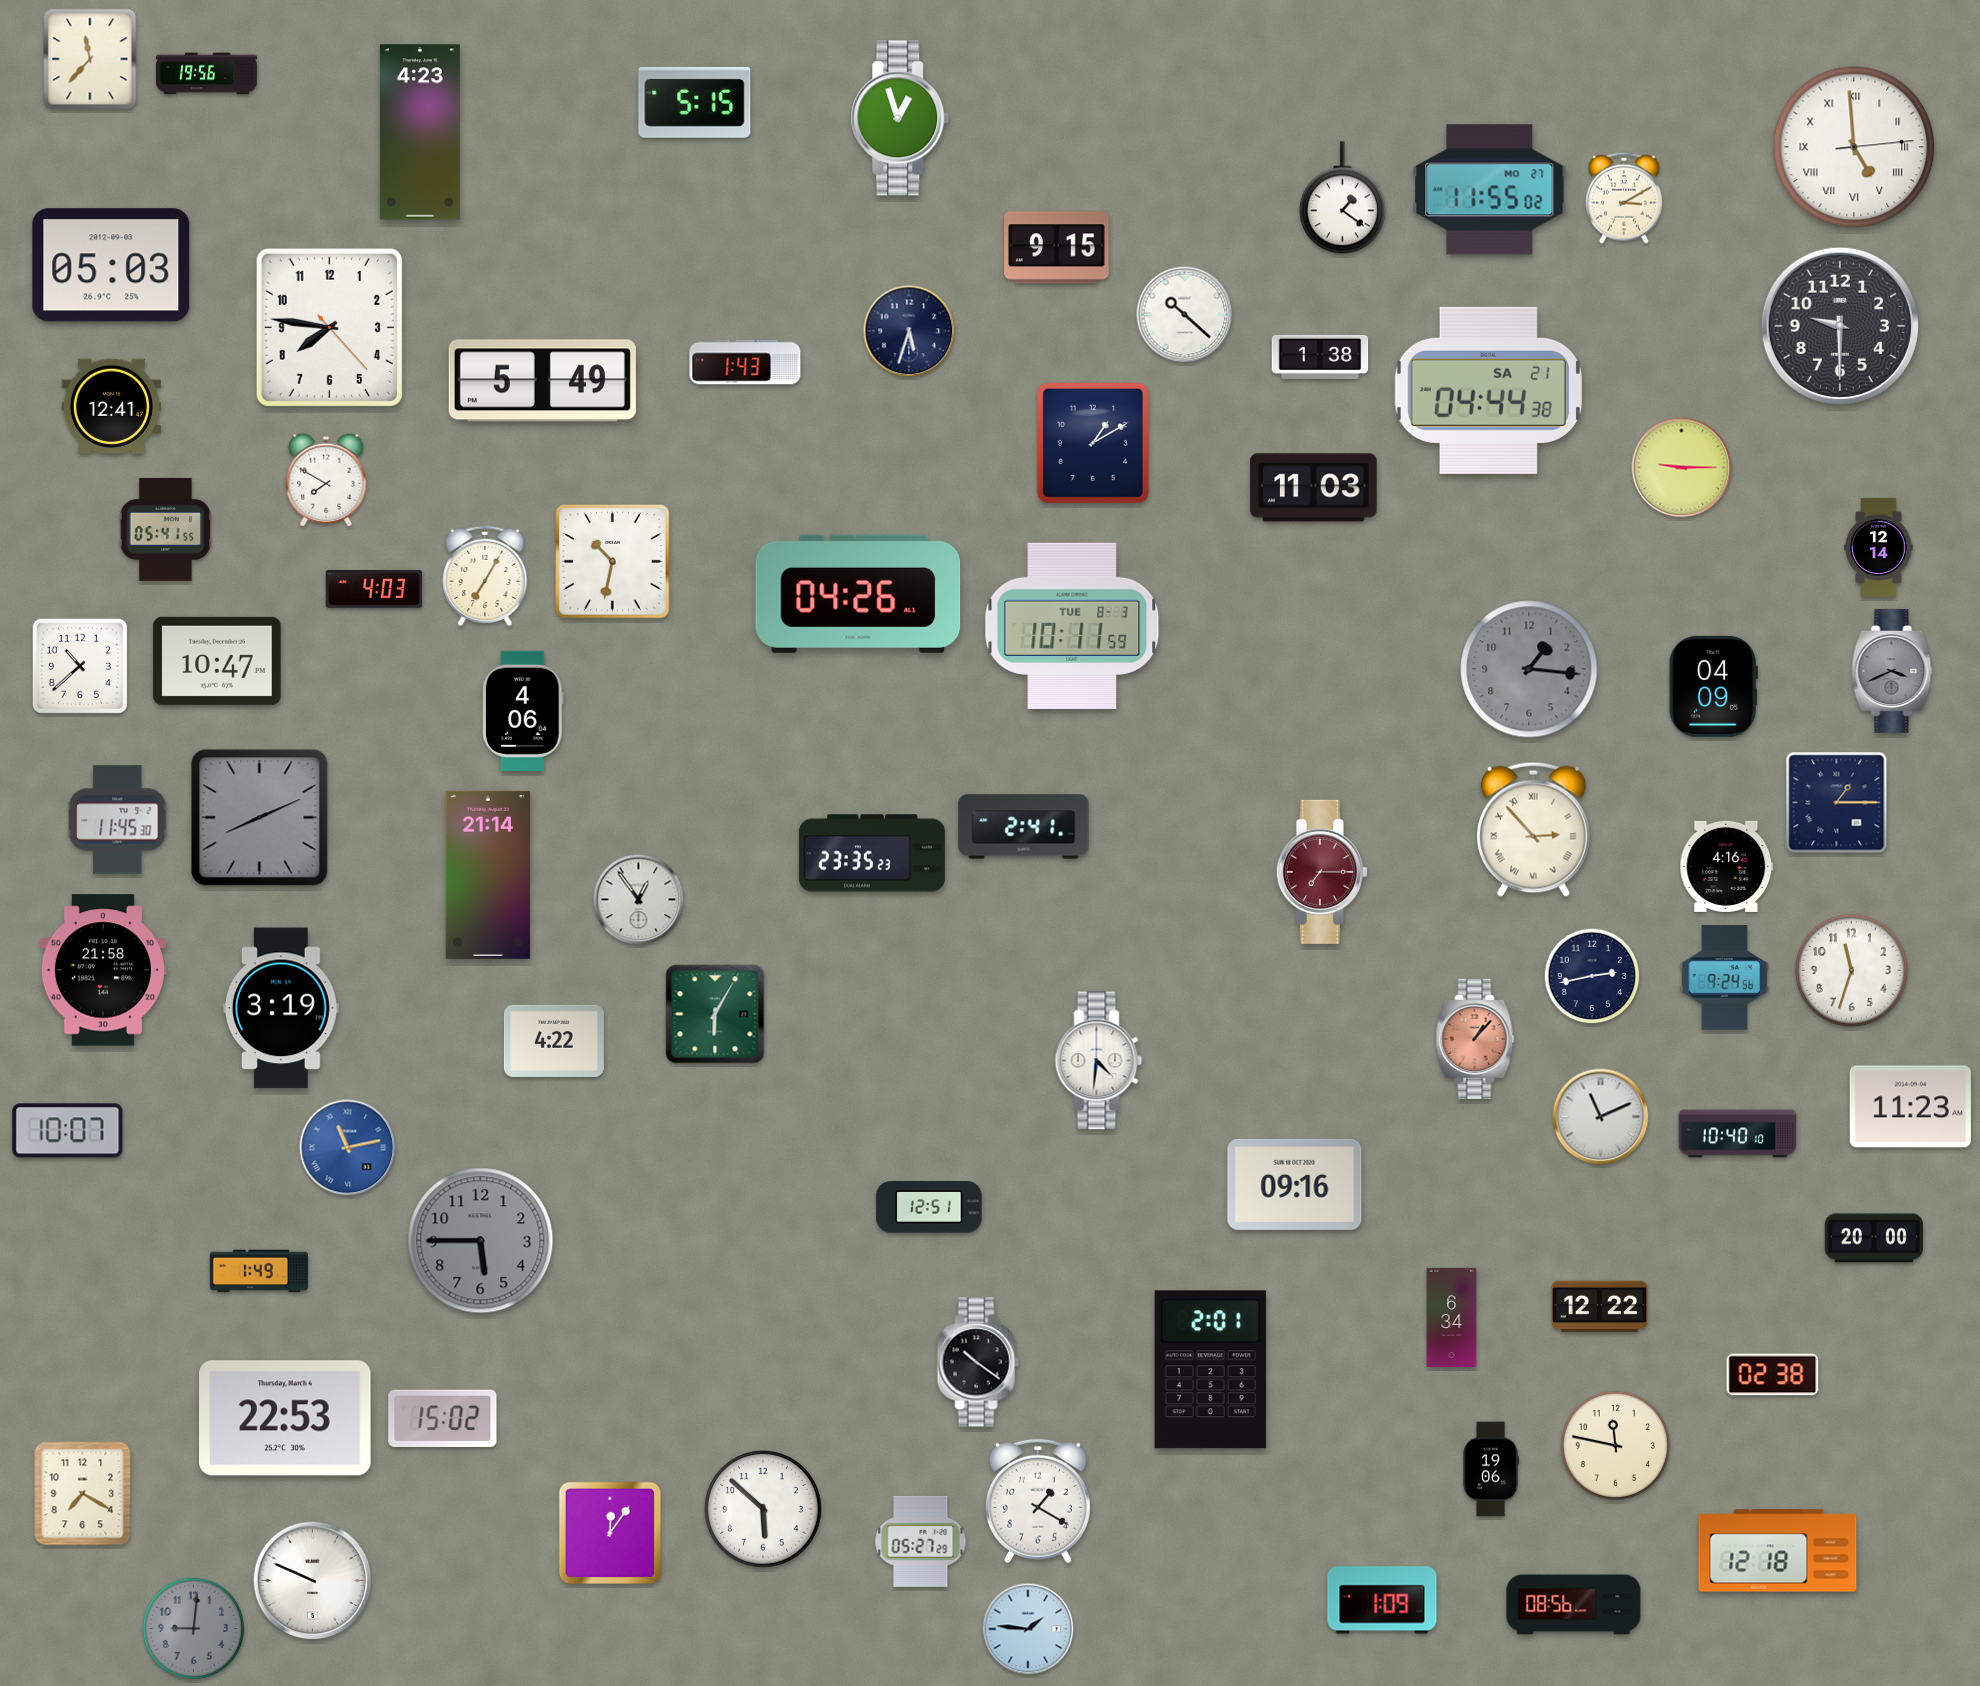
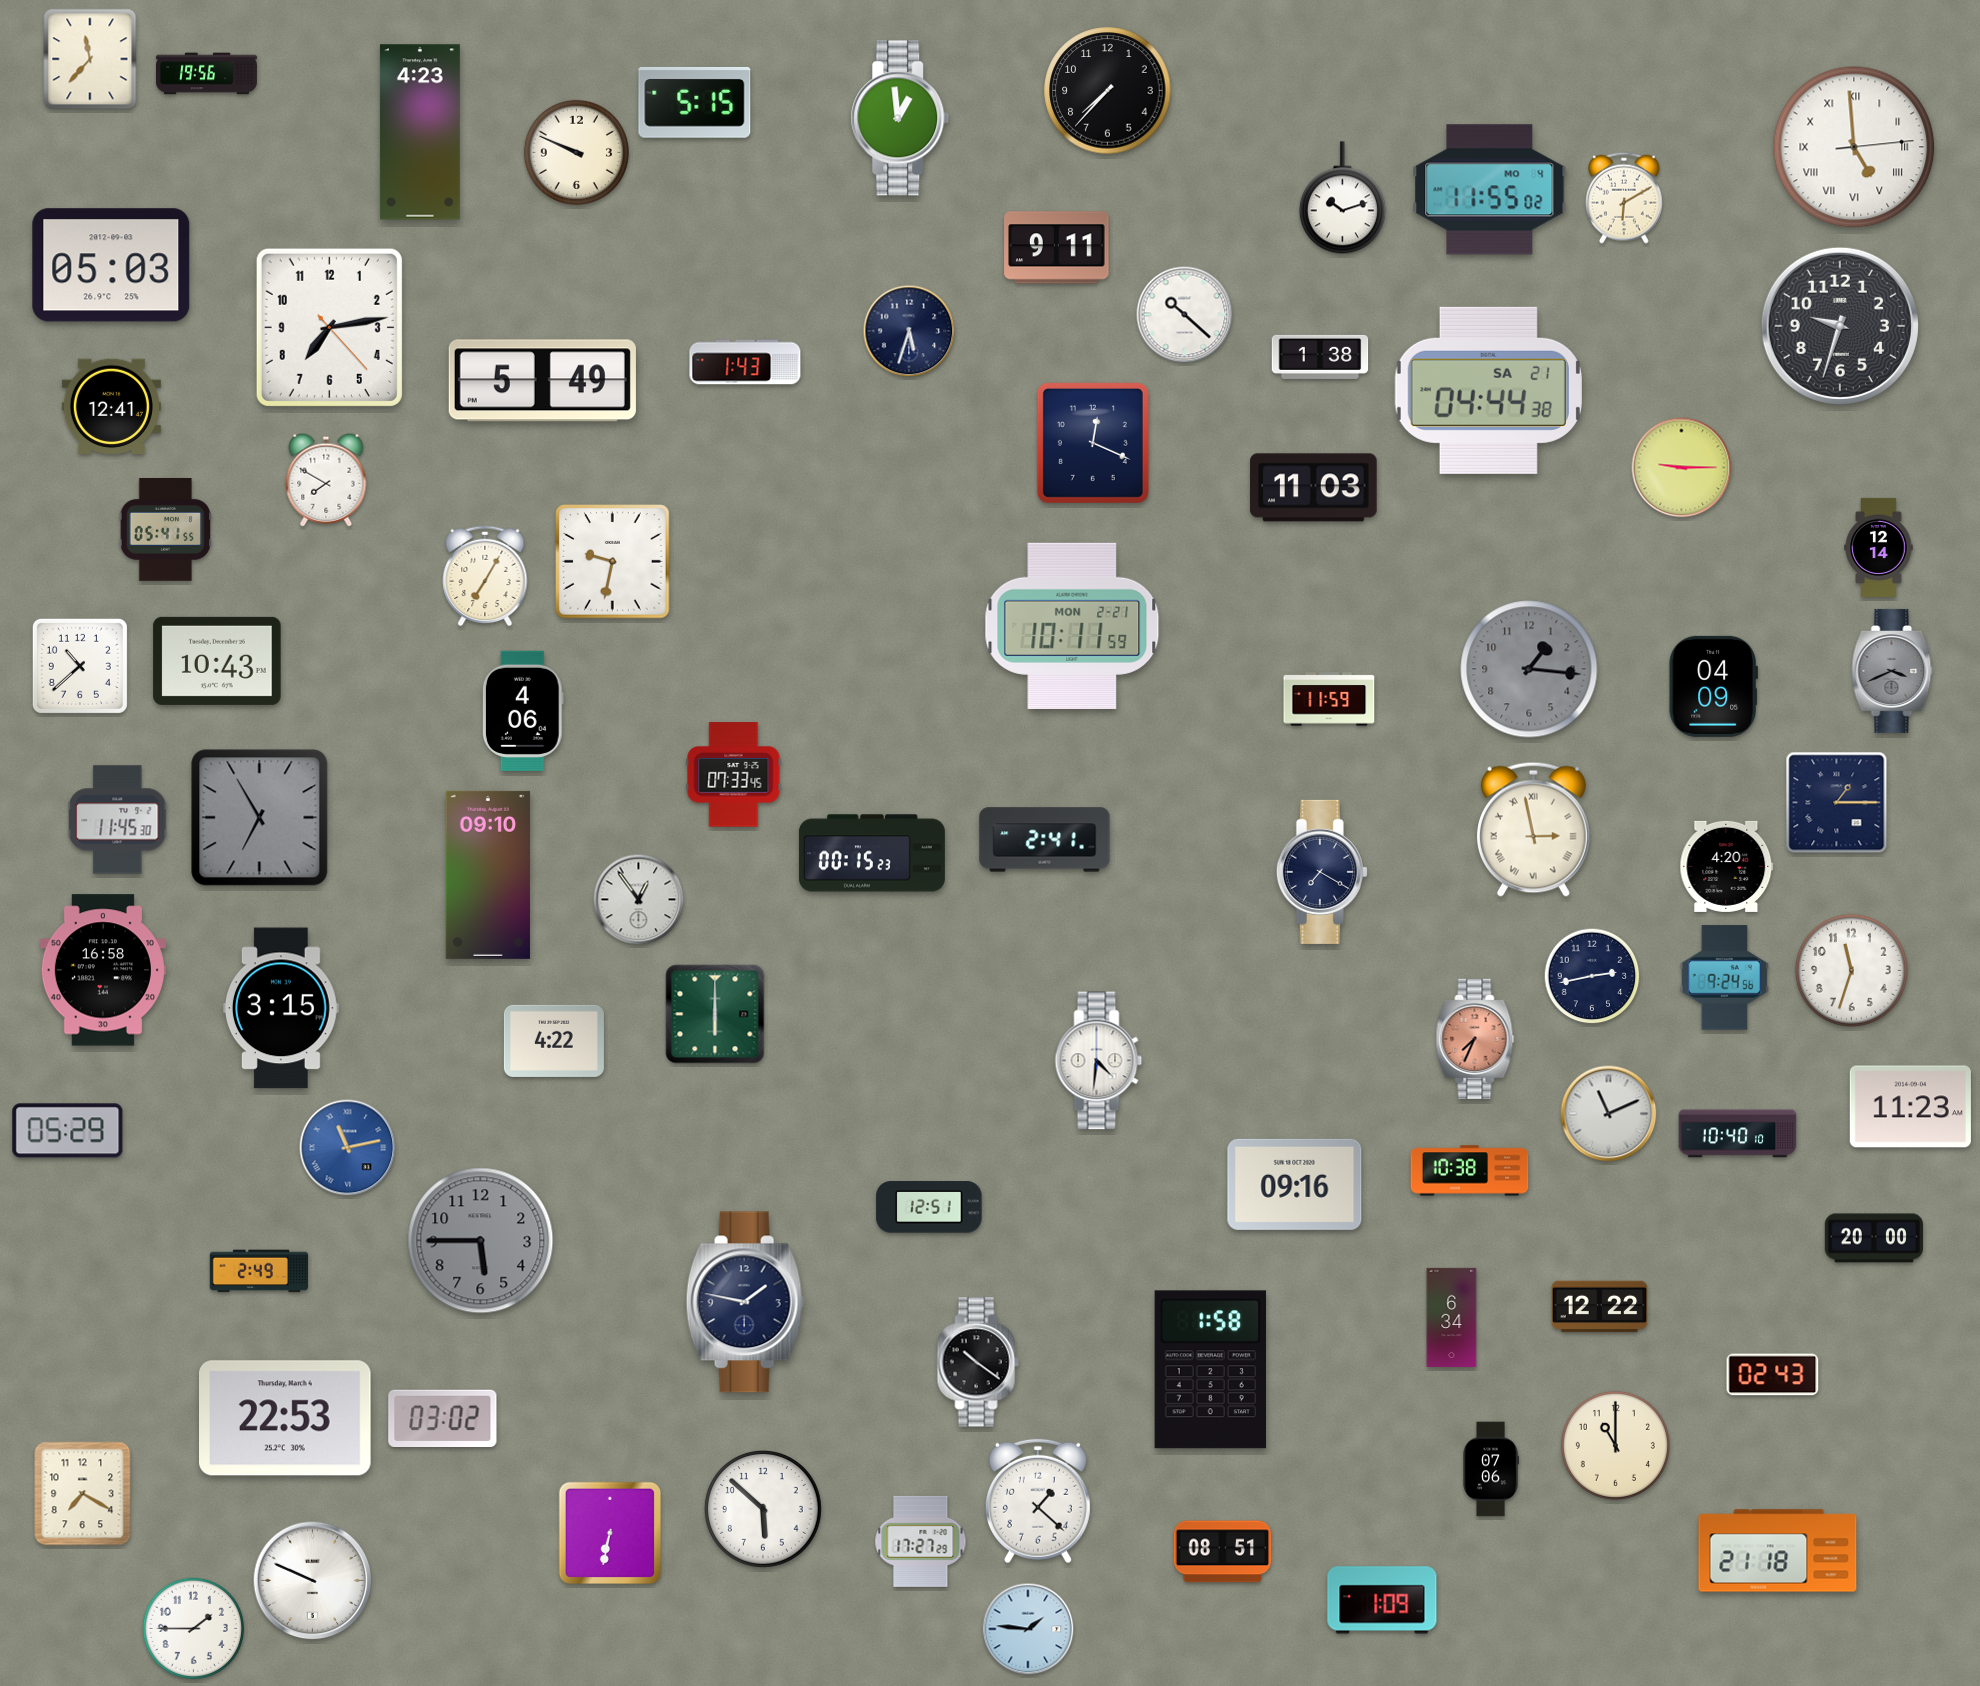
clock at (1108, 91): none -> 7:37
clock at (900, 118): 12:57 -> 12:59
clock at (576, 152): none -> 9:49
clock at (1490, 190) date: MO 27 -> MO 4
clock at (1342, 198): 1:21 -> 10:12
clock at (1625, 198): 3:10 -> 6:10
clock at (1057, 248): 9:15 -> 9:11
clock at (1840, 326): 9:30 -> 9:33
clock at (329, 327): 7:46 -> 7:13
clock at (1093, 443): 1:10 -> 12:19
clock at (613, 562): 10:32 -> 9:32
clock at (374, 589): 4:03 -> none
clock at (858, 594): 04:26 -> none
clock at (1072, 626) date: TUE 8-3 -> MON 2-21
clock at (217, 661): 10:47 -> 10:43
clock at (1329, 699): none -> 11:59
clock at (734, 775): none -> 07:33
clock at (260, 818): 8:11 -> 6:55
clock at (1024, 827) position: (1024, 827) -> (1045, 840)
clock at (1533, 829): 2:53 -> 2:58
clock at (872, 853): 23:35 -> 00:15
clock at (1727, 866): 4:16 -> 4:20
clock at (1322, 872): 7:15 -> 7:20
clock at (1322, 872) dial: burgundy -> navy
clock at (488, 875): 21:14 -> 09:10
clock at (103, 970): 21:58 -> 16:58
clock at (281, 1008): 3:19 -> 3:15
clock at (715, 1014): 6:05 -> 6:00
clock at (1475, 1038): 1:07 -> 7:34
clock at (1601, 1117) position: (1601, 1117) -> (1609, 1114)
clock at (68, 1131): 10:07 -> 05:29
clock at (1470, 1171): none -> 10:38
clock at (258, 1271): 1:49 -> 2:49
clock at (745, 1302): none -> 1:47
clock at (1210, 1370): 2:01 -> 1:58
clock at (1773, 1375): 02:38 -> 02:43
clock at (443, 1419): 15:02 -> 03:02
clock at (1615, 1445): 11:47 -> 11:00
clock at (1491, 1469): 19:06 -> 07:06
clock at (1038, 1501): 1:20 -> 1:22
clock at (610, 1533): 12:06 -> 6:32
clock at (921, 1541): 05:27 -> 17:27
clock at (1778, 1551): 12:18 -> 21:18
clock at (1223, 1552): none -> 08:51
clock at (1574, 1605): 08:56 -> none
clock at (193, 1628): 9:01 -> 1:45
clock at (193, 1628) dial: grey -> white
